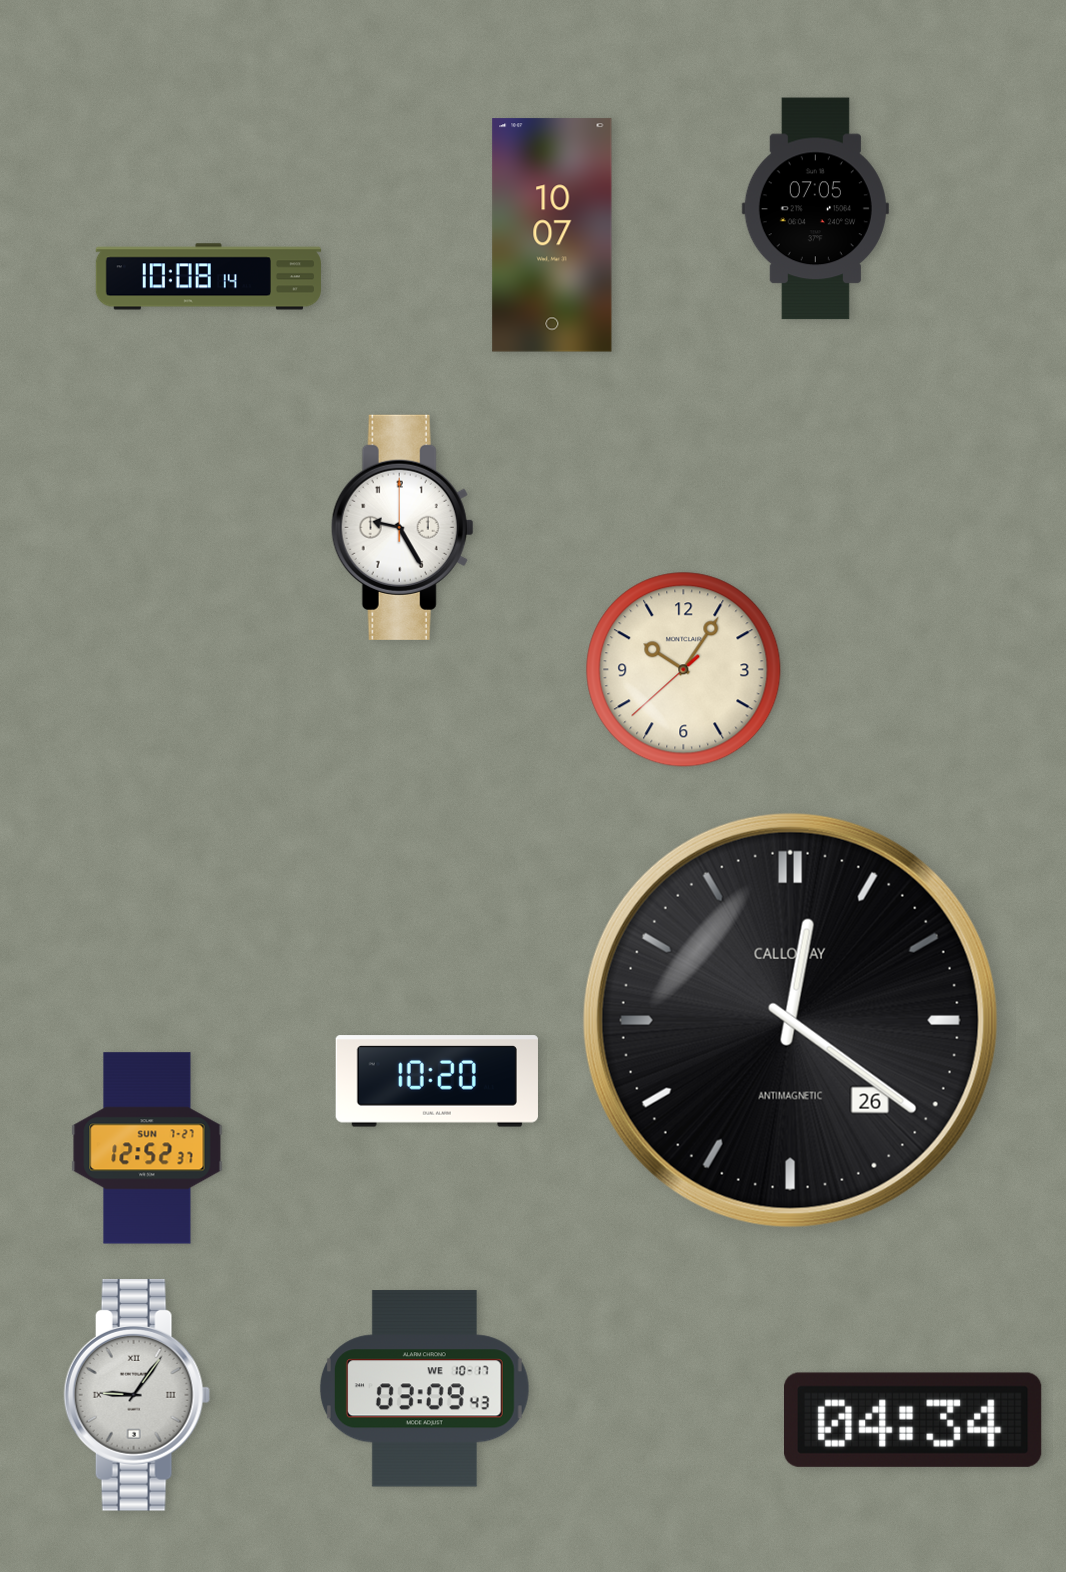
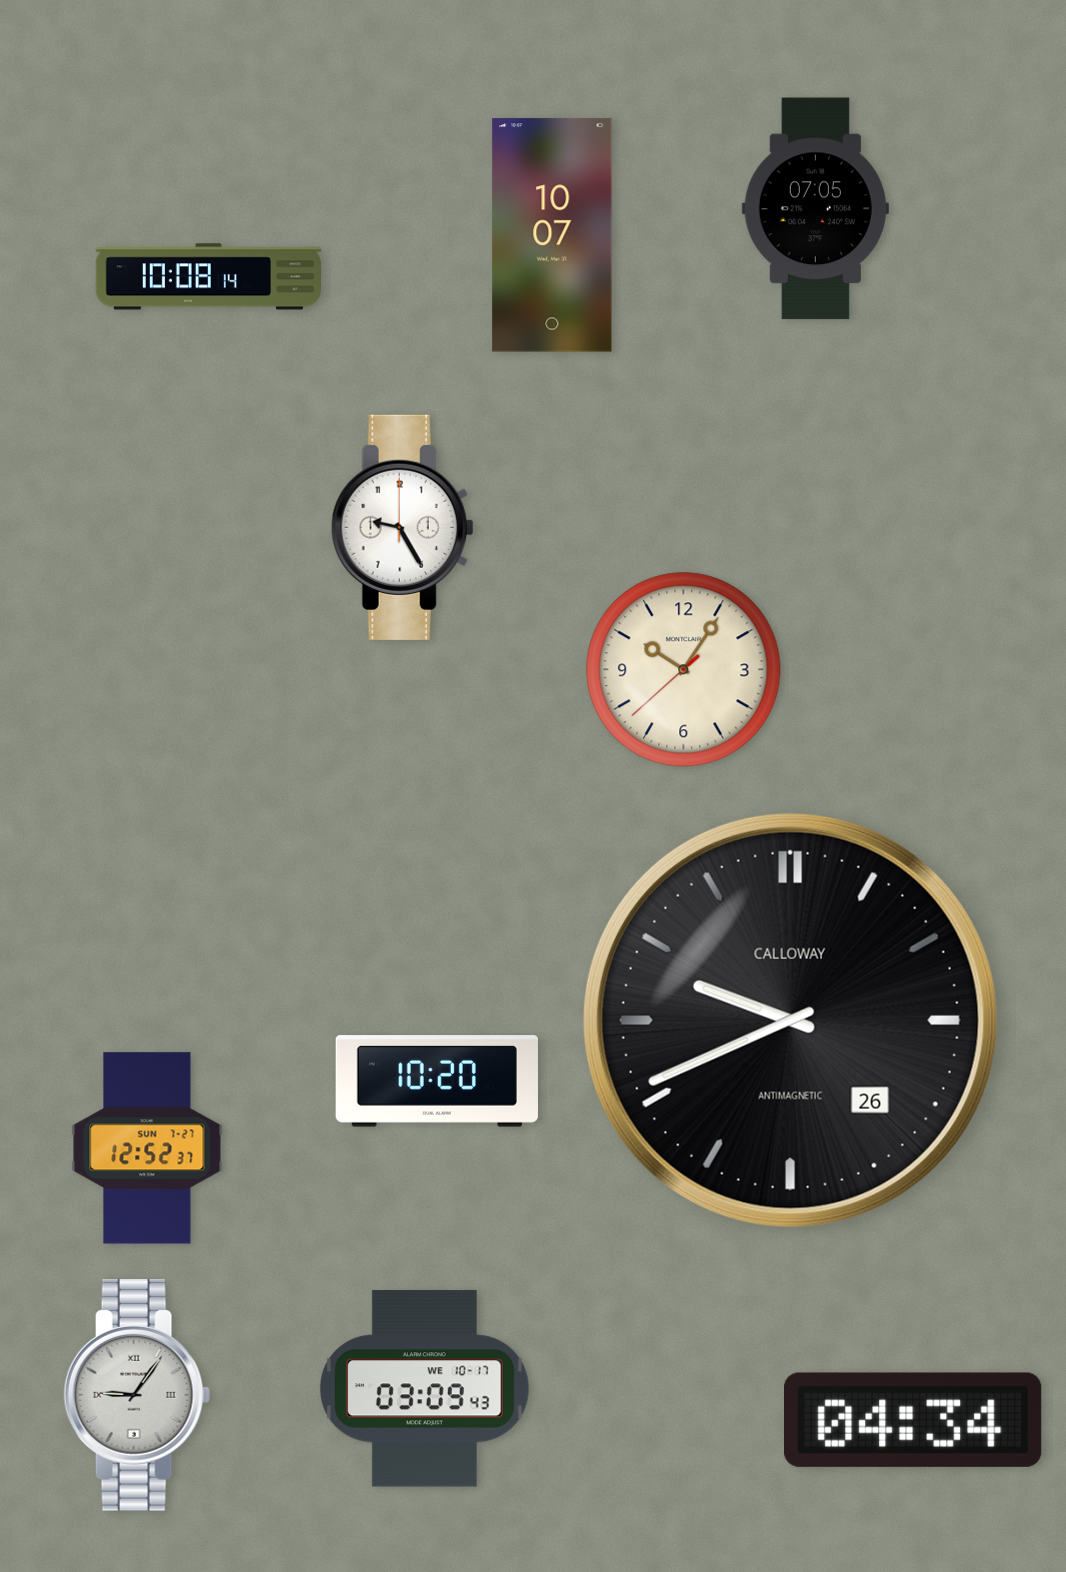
clock at (790, 1020): 12:21 -> 9:41
